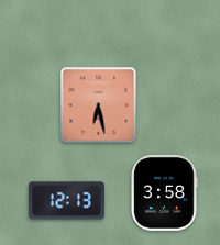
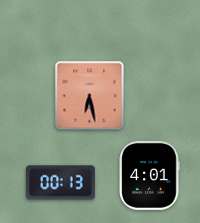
clock at (164, 192): 3:58 -> 4:01
clock at (66, 201): 12:13 -> 00:13
